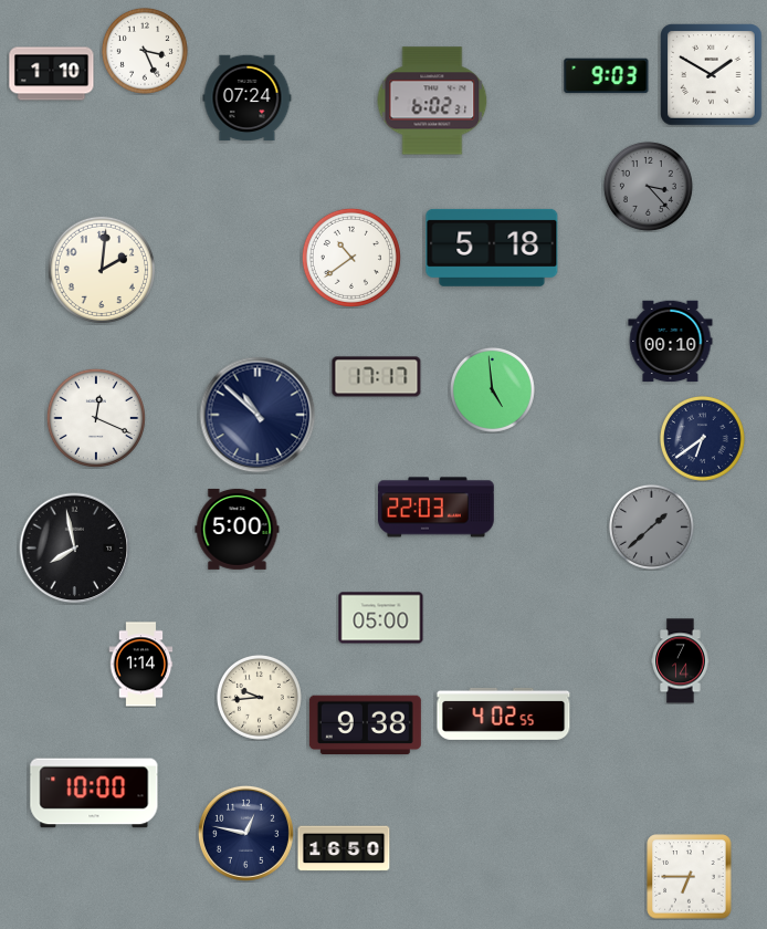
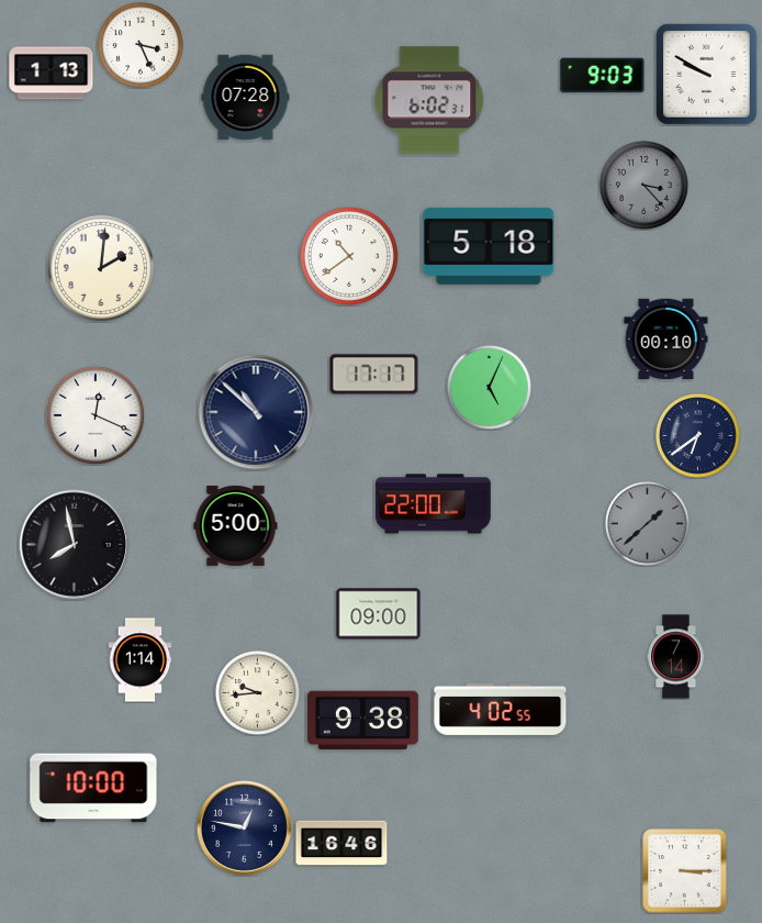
clock at (145, 51) position: (145, 51) -> (141, 45)
clock at (52, 74): 1:10 -> 1:13
clock at (712, 75): 1:50 -> 9:50
clock at (248, 98): 07:24 -> 07:28
clock at (492, 389): 4:59 -> 5:04
clock at (437, 508): 22:03 -> 22:00
clock at (381, 618): 05:00 -> 09:00
clock at (344, 848): 16:50 -> 16:46
clock at (690, 877): 6:45 -> 3:15
